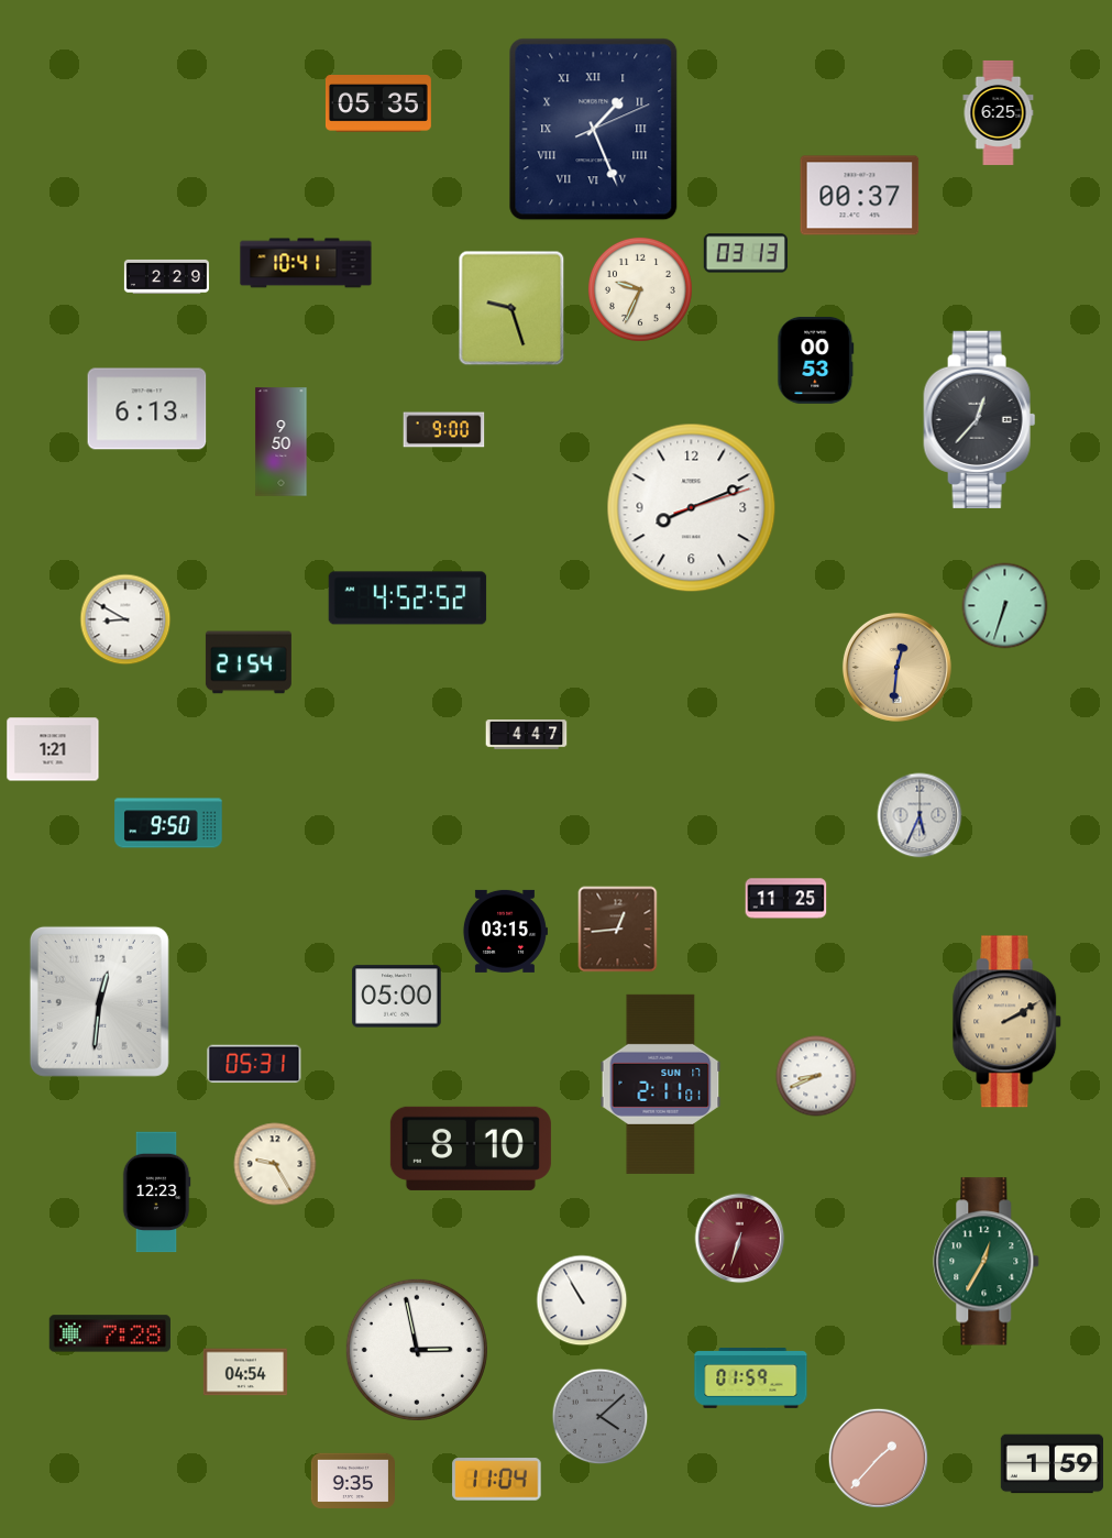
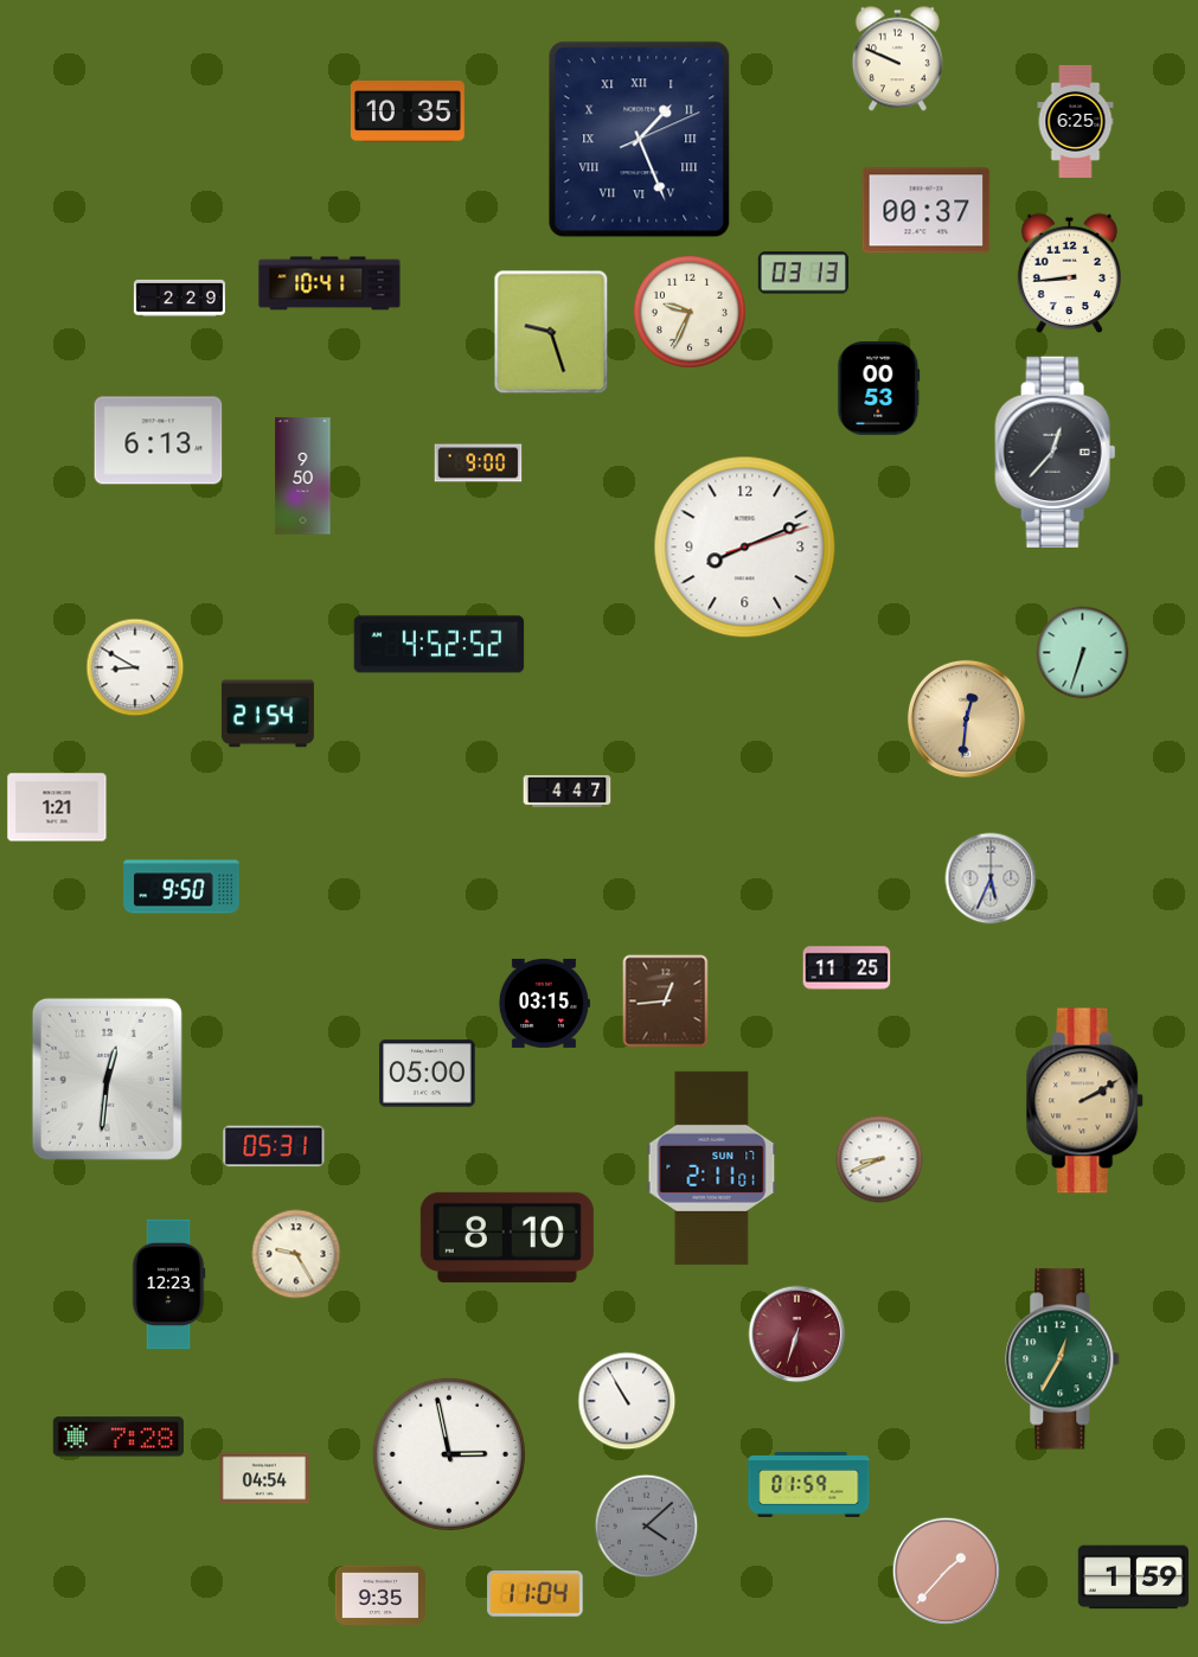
clock at (897, 59): none -> 9:49
clock at (378, 105): 05:35 -> 10:35
clock at (1069, 274): none -> 8:44
